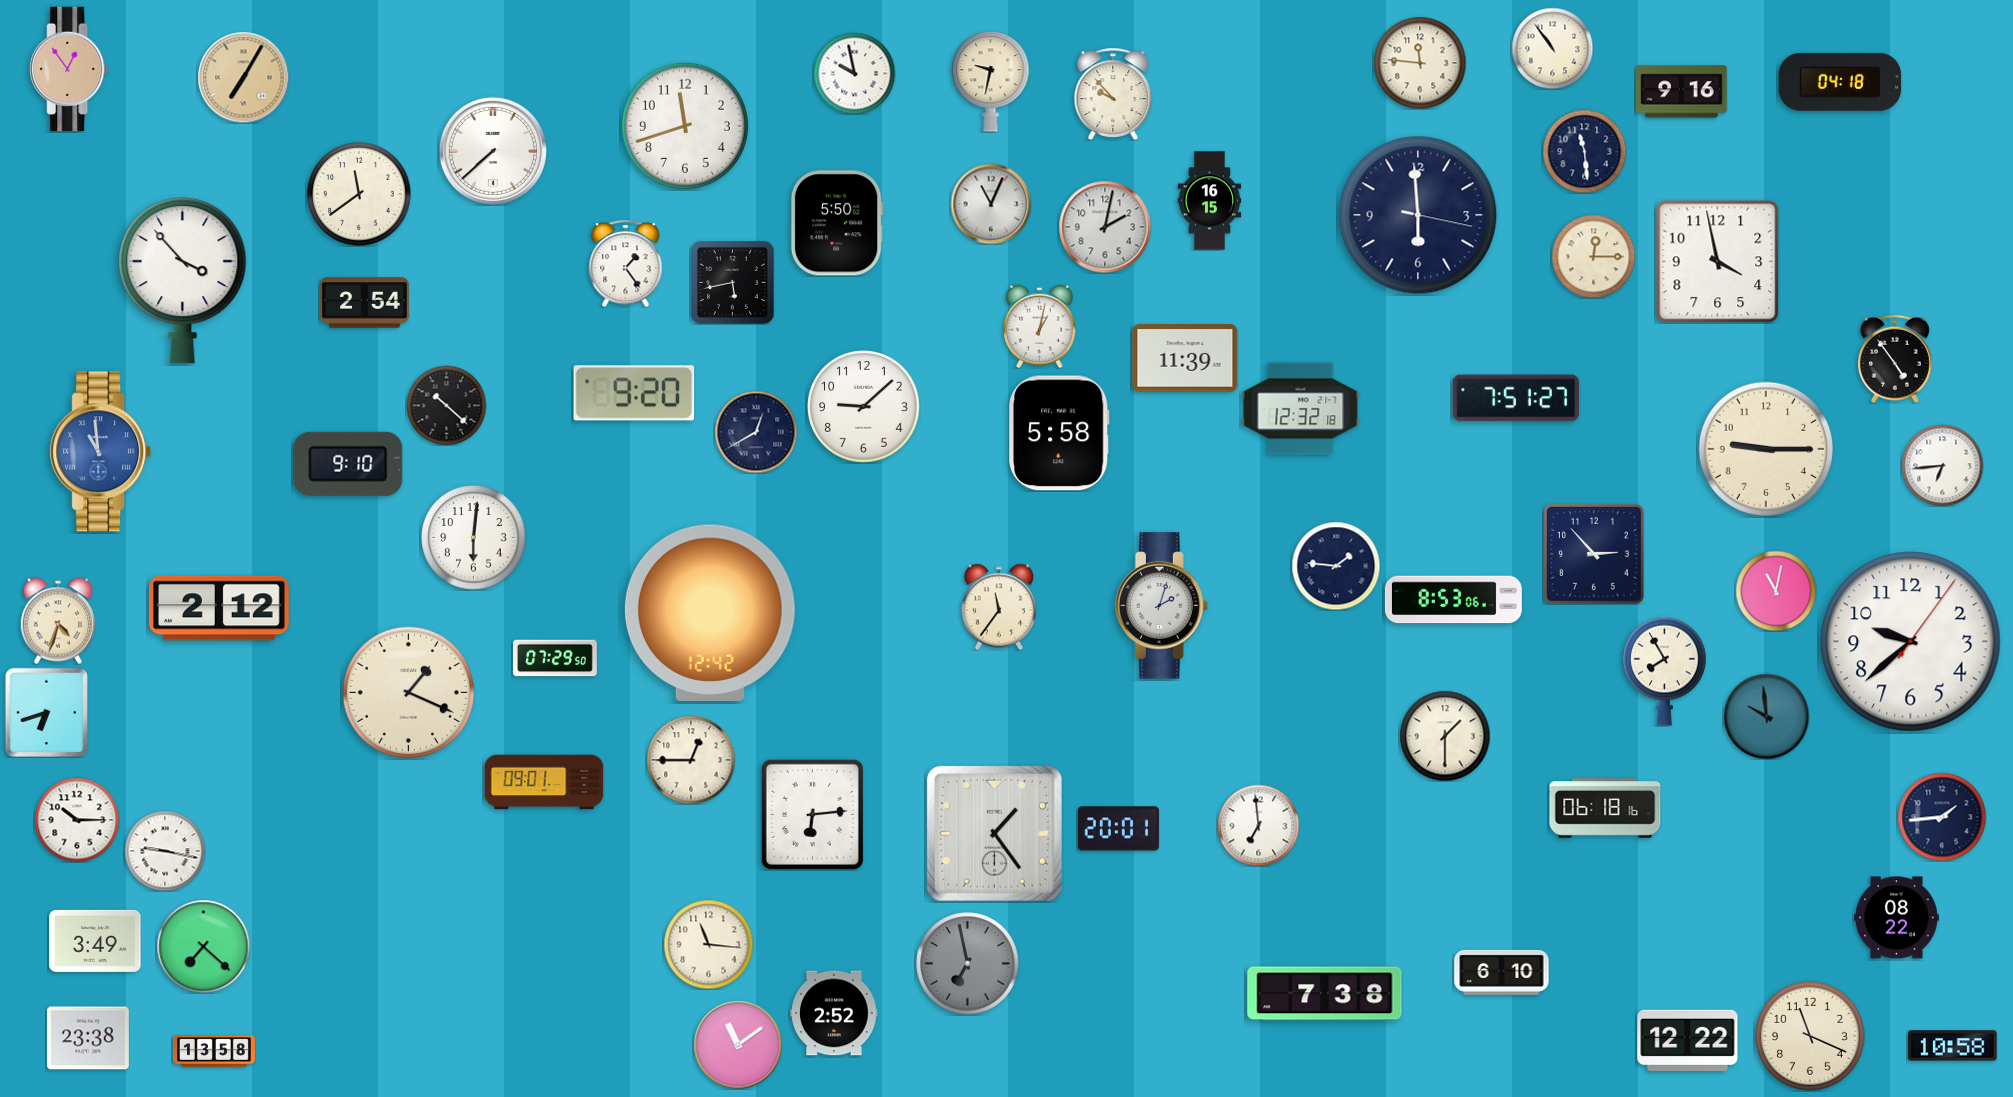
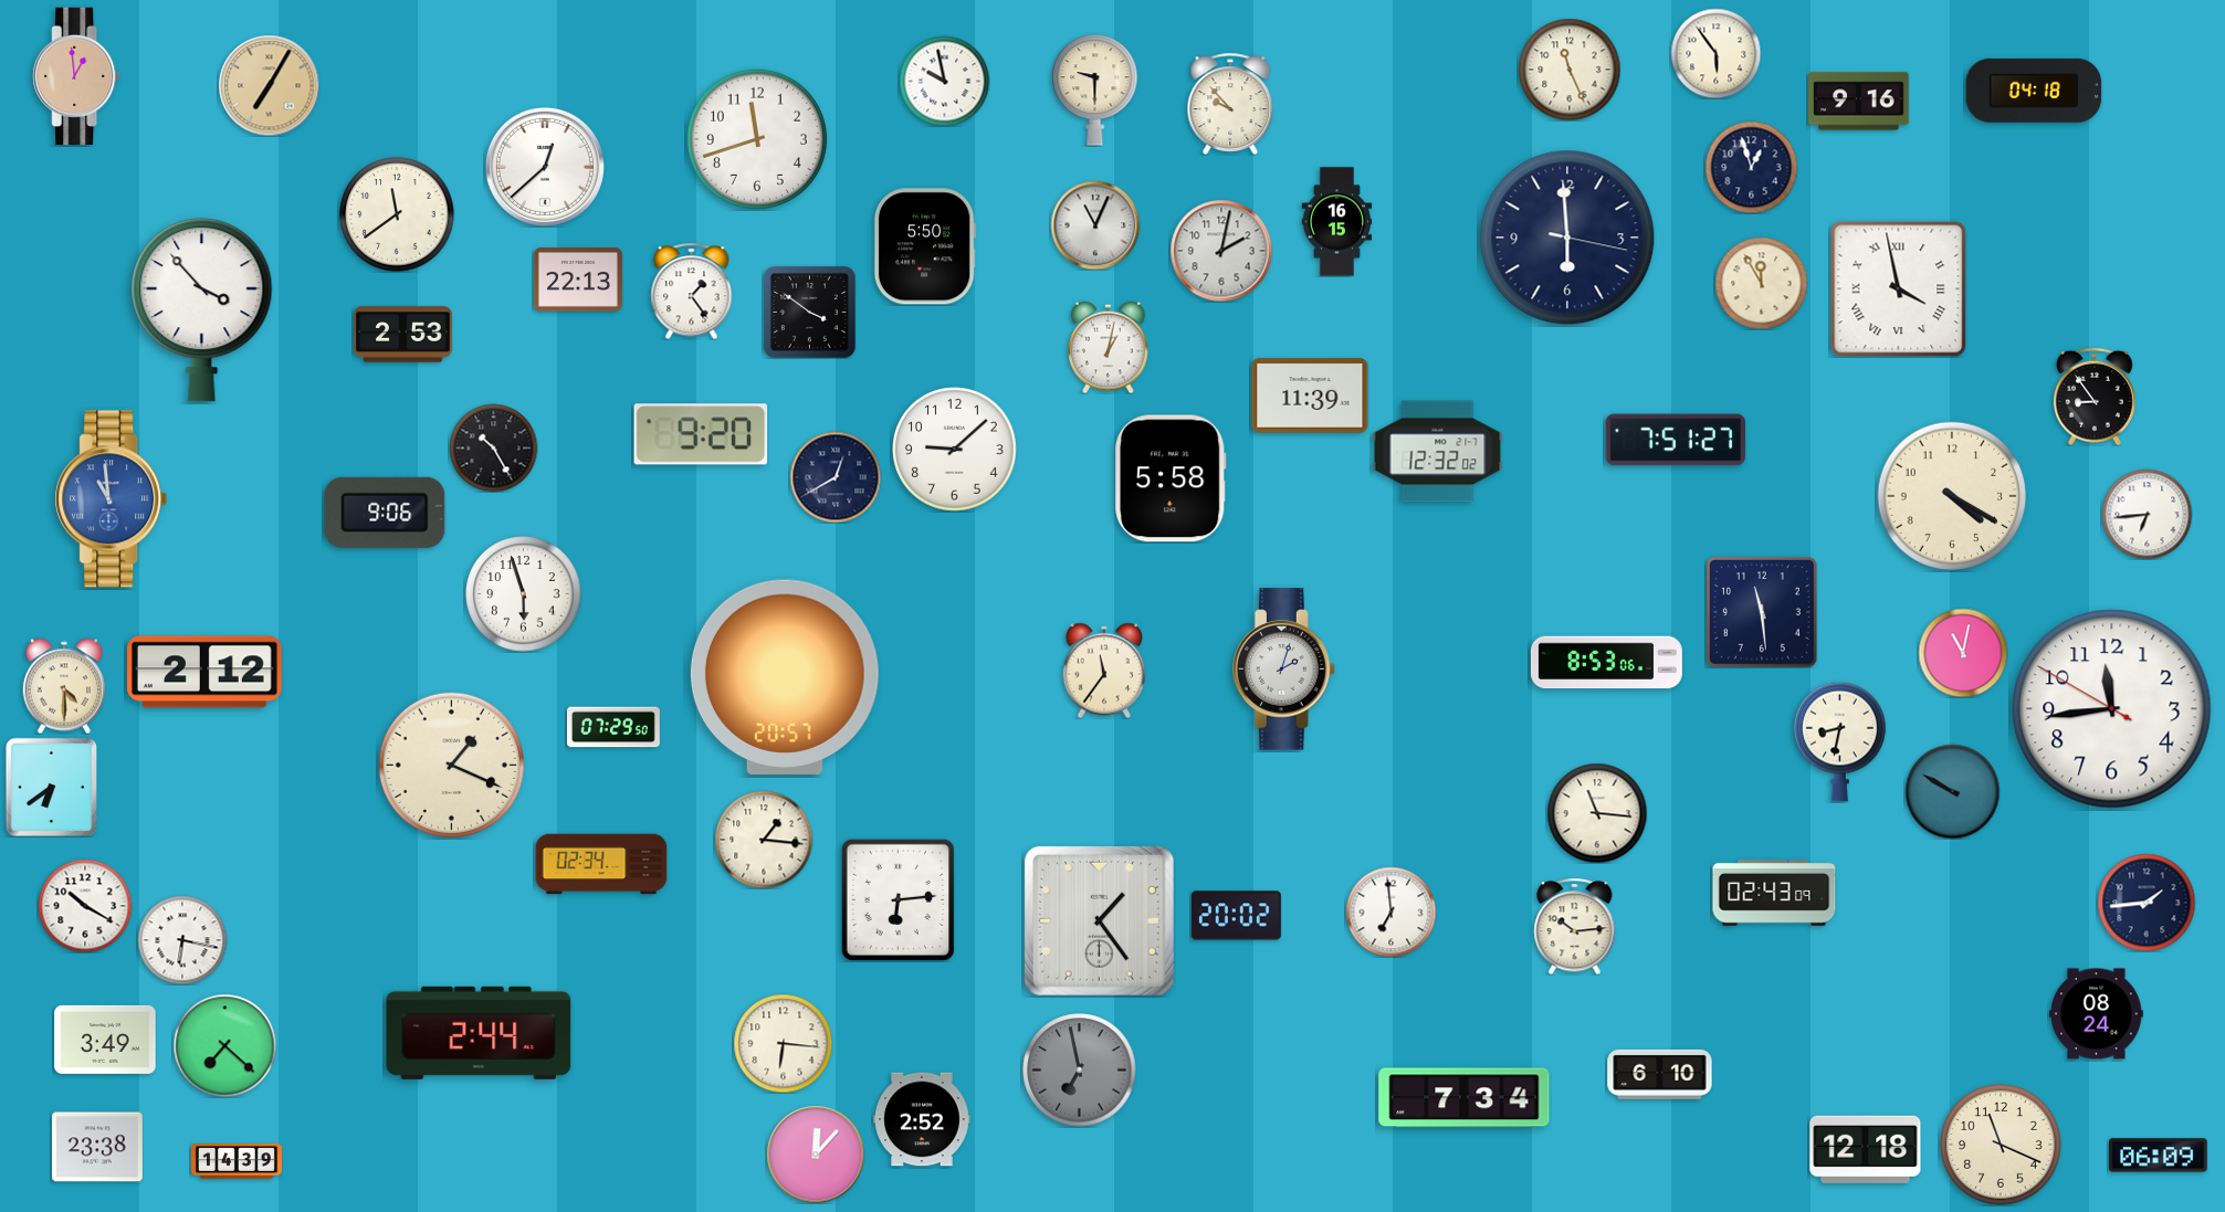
clock at (1552, 48): 10:54 -> 5:54
clock at (1420, 63): 11:46 -> 11:26
clock at (69, 69): 12:54 -> 12:59
clock at (991, 82): 9:32 -> 9:30
clock at (493, 151): 7:38 -> 12:38
clock at (1584, 151): 11:29 -> 12:57
clock at (578, 281): none -> 22:13
clock at (1593, 256): 12:15 -> 11:55
clock at (1718, 262) numerals: Arabic -> Roman
clock at (732, 282): 5:43 -> 3:51
clock at (365, 303): 2:54 -> 2:53
clock at (1040, 326) position: (1040, 326) -> (1109, 347)
clock at (1896, 359): 4:54 -> 8:54
clock at (446, 405): 10:22 -> 10:25
clock at (1301, 409): 12:32:18 -> 12:32:02
clock at (1766, 449): 9:15 -> 4:20
clock at (348, 464): 9:10 -> 9:06
clock at (474, 538): 6:01 -> 5:57
clock at (1594, 554): 2:53 -> 11:29
clock at (1336, 566): 1:46 -> none
clock at (220, 608) position: (220, 608) -> (206, 672)
clock at (710, 613): 12:42 -> 20:57
clock at (57, 621): 4:33 -> 4:30
clock at (1911, 642): 9:38 -> 11:43
clock at (1665, 671): 7:55 -> 8:32
clock at (46, 712): 6:42 -> 6:39
clock at (1766, 716): 9:59 -> 9:50
clock at (1445, 736): 1:30 -> 11:16
clock at (691, 760): 12:45 -> 1:16
clock at (544, 782): 09:01 -> 02:34
clock at (1605, 808): 06:18 -> 02:43
clock at (77, 820): 10:15 -> 10:20
clock at (1118, 829): 20:01 -> 20:02
clock at (1575, 926): none -> 10:14
clock at (165, 851): 9:17 -> 6:17
clock at (1897, 918): 08:22 -> 08:24
clock at (479, 1033): none -> 2:44
clock at (708, 944): 11:16 -> 6:16
clock at (968, 964) position: (968, 964) -> (1080, 1071)
clock at (1325, 994): 7:38 -> 7:34
clock at (1688, 1040): 12:22 -> 12:18
clock at (738, 1045): 11:09 -> 12:07
clock at (1953, 1046): 10:58 -> 06:09
clock at (214, 1051): 13:58 -> 14:39
